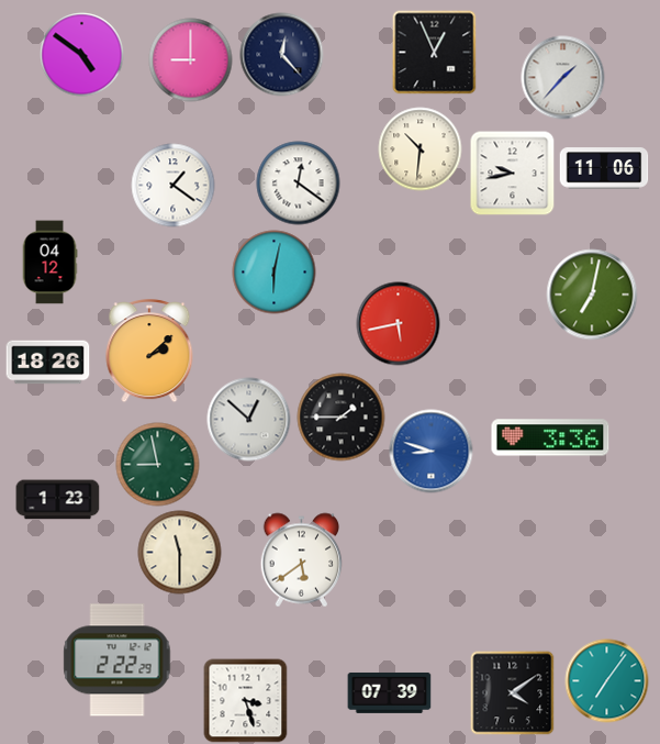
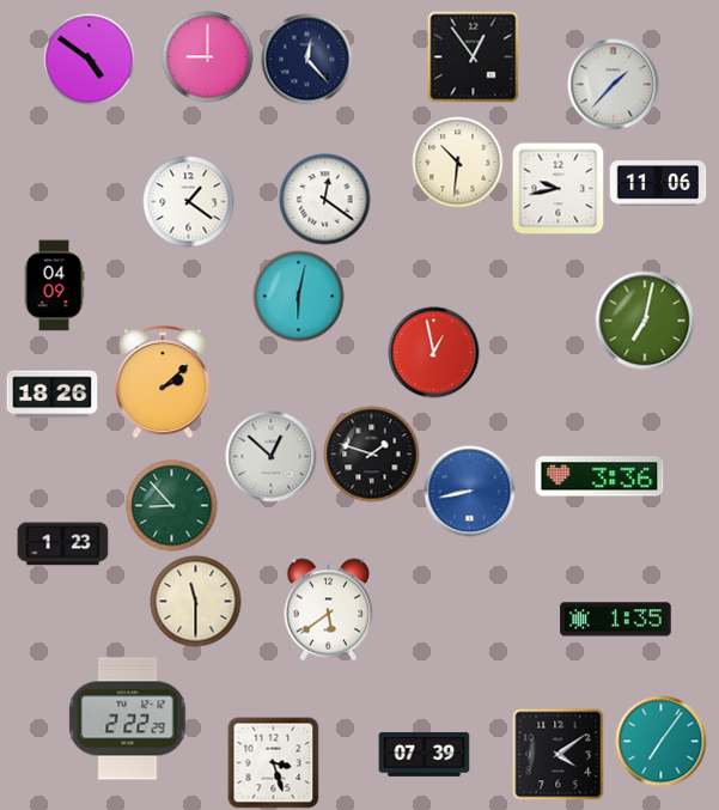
clock at (435, 53): 12:56 -> 12:54
clock at (191, 60) position: (191, 60) -> (208, 57)
clock at (49, 263): 04:12 -> 04:09
clock at (399, 324): 5:43 -> 12:58
clock at (342, 418): 1:45 -> 1:48
clock at (432, 452): 8:48 -> 8:43
clock at (158, 465): 8:58 -> 8:53
clock at (616, 620): none -> 1:35
clock at (246, 701) position: (246, 701) -> (274, 763)
